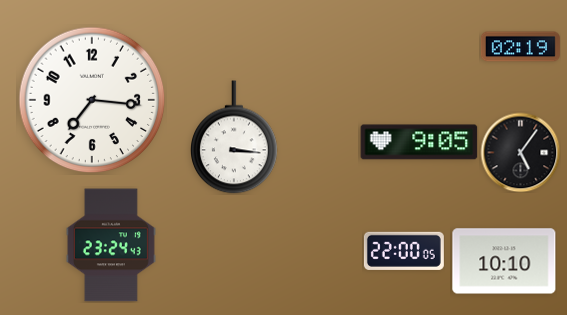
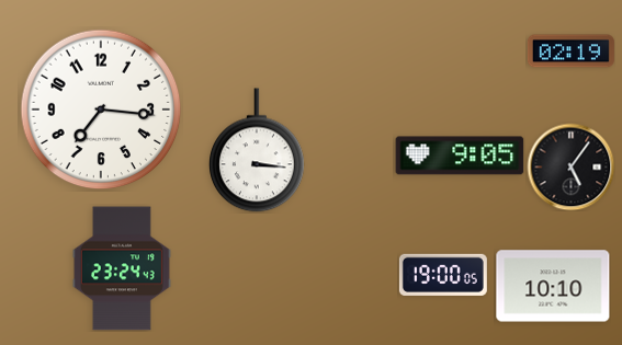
clock at (404, 251): 22:00 -> 19:00
